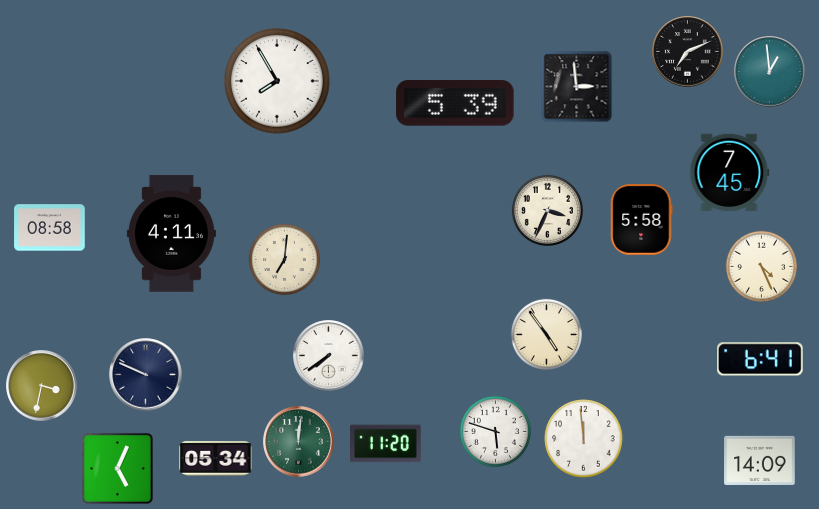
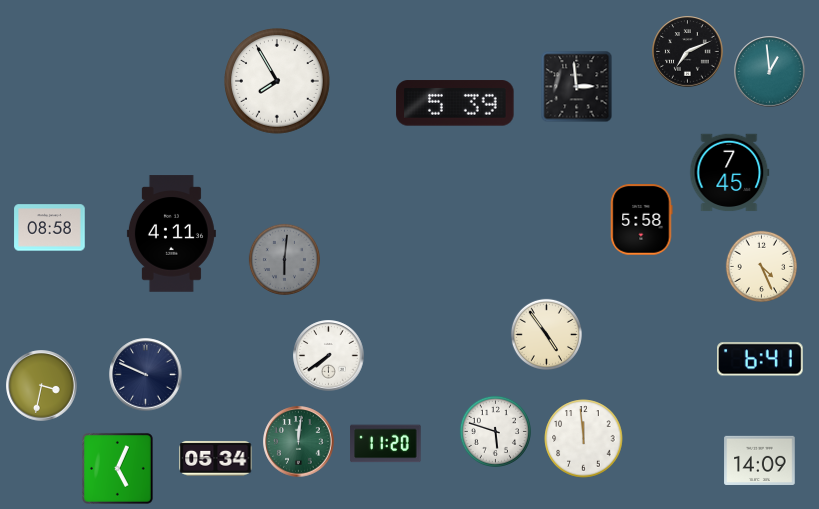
clock at (547, 210): 3:34 -> none
clock at (284, 259): 7:01 -> 6:01
clock at (284, 259) dial: cream -> grey
